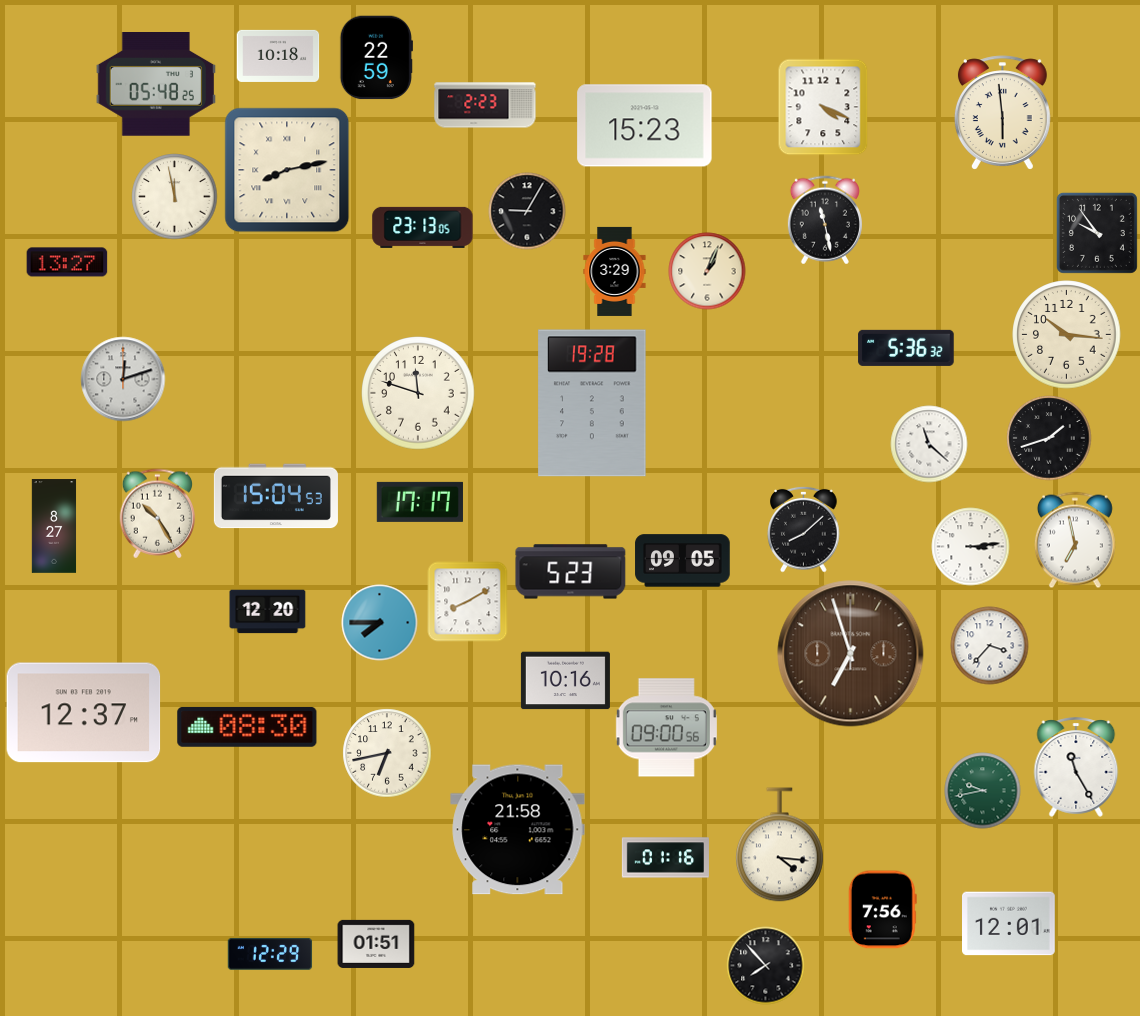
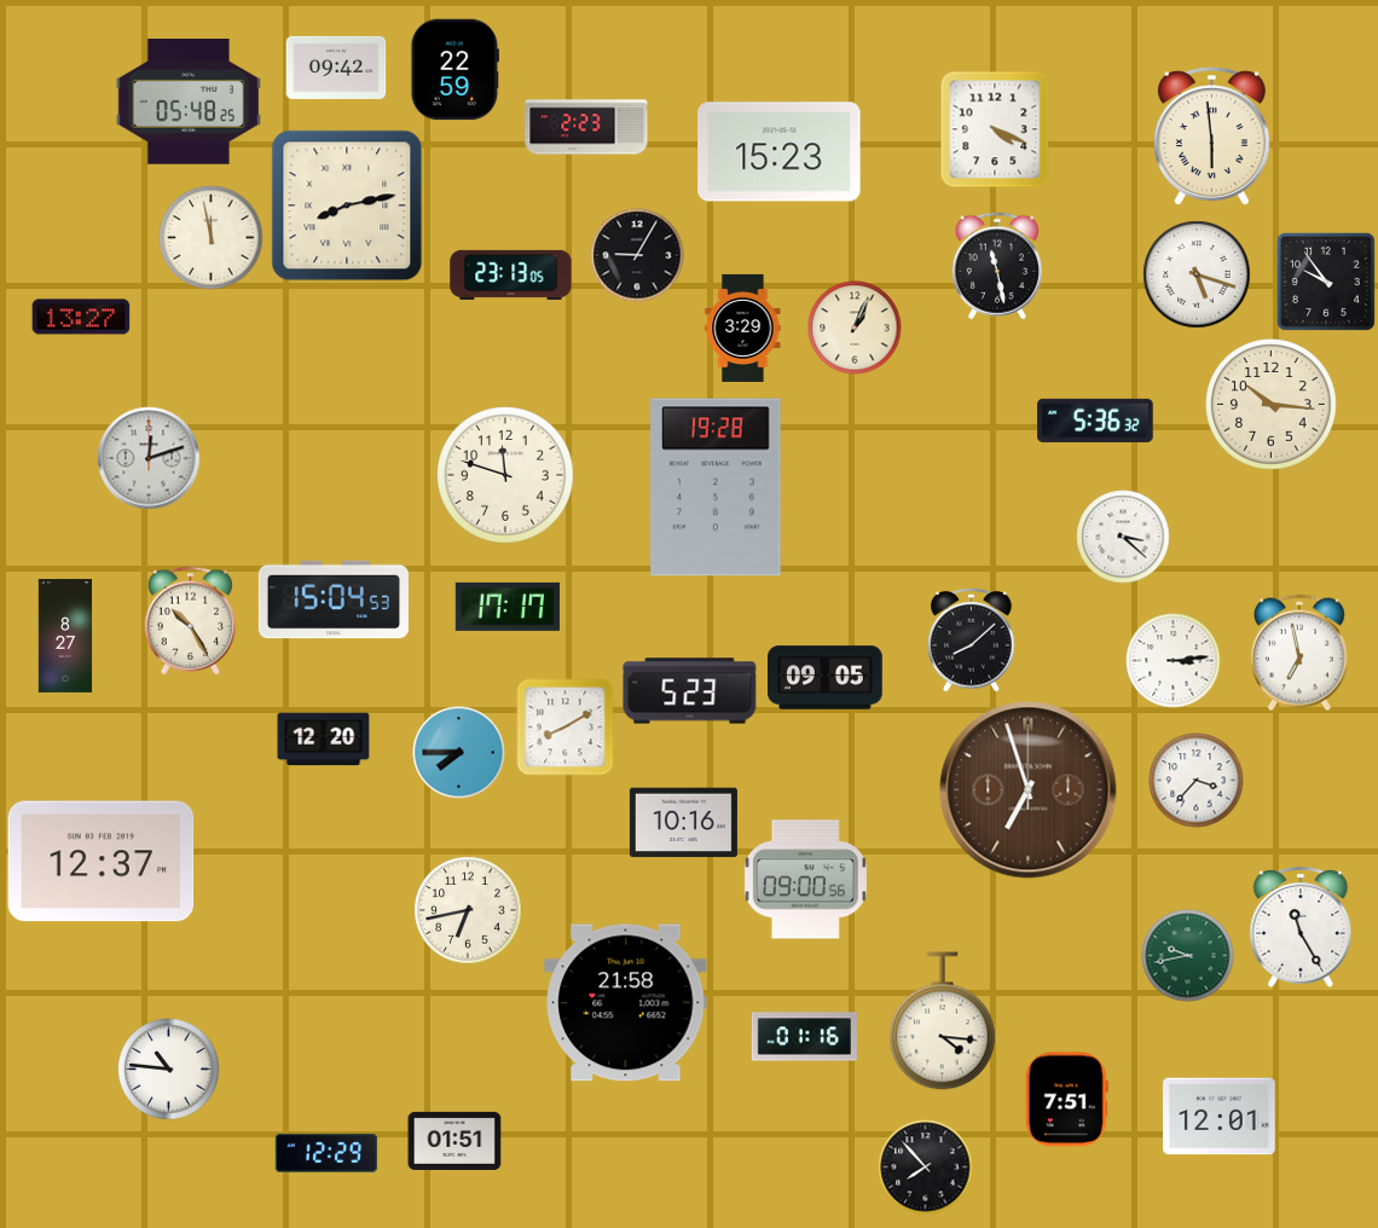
clock at (278, 56): 10:18 -> 09:42
clock at (1197, 274): none -> 5:18
clock at (1067, 335) position: (1067, 335) -> (1272, 405)
clock at (1049, 438): 1:42 -> none
clock at (929, 444): 11:22 -> 3:22
clock at (247, 727): 08:30 -> none
clock at (169, 1070): none -> 10:46
clock at (882, 910): 7:56 -> 7:51
